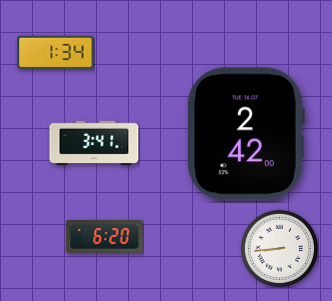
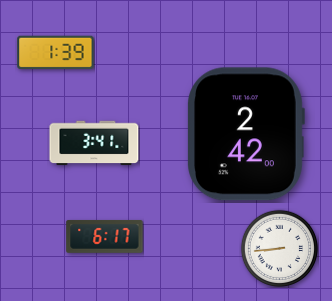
clock at (56, 53): 1:34 -> 1:39
clock at (105, 236): 6:20 -> 6:17
